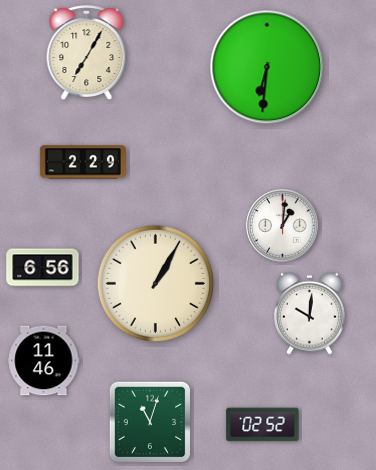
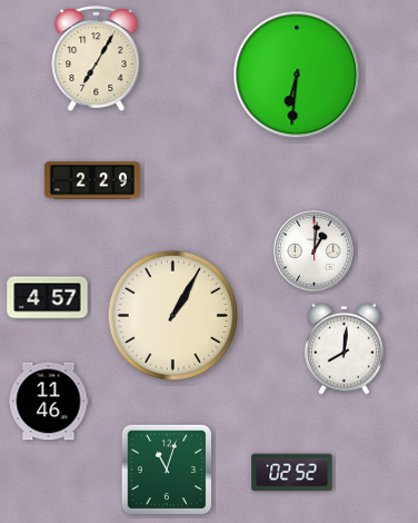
clock at (43, 268): 6:56 -> 4:57
clock at (309, 313): 10:01 -> 8:01
